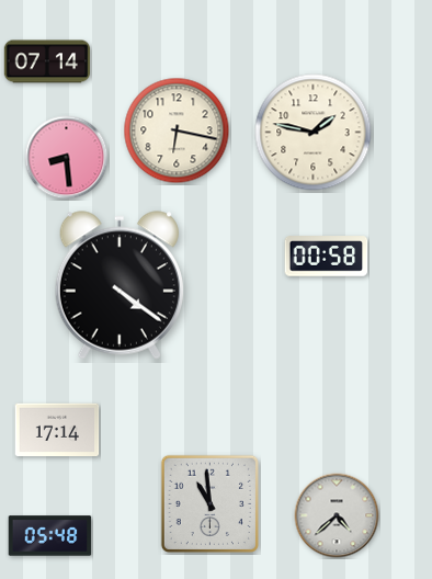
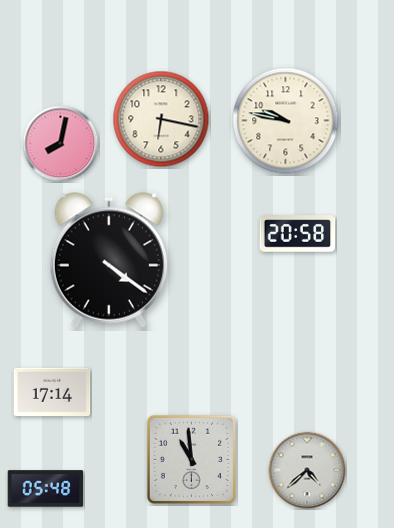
clock at (47, 61): 07:14 -> none
clock at (314, 133): 1:47 -> 9:47
clock at (67, 158): 8:29 -> 8:02
clock at (327, 257): 00:58 -> 20:58
